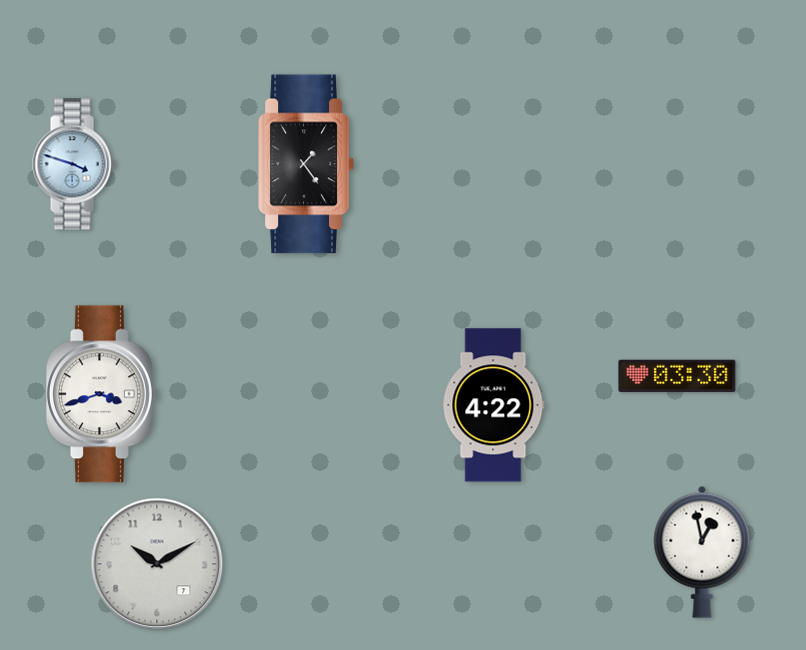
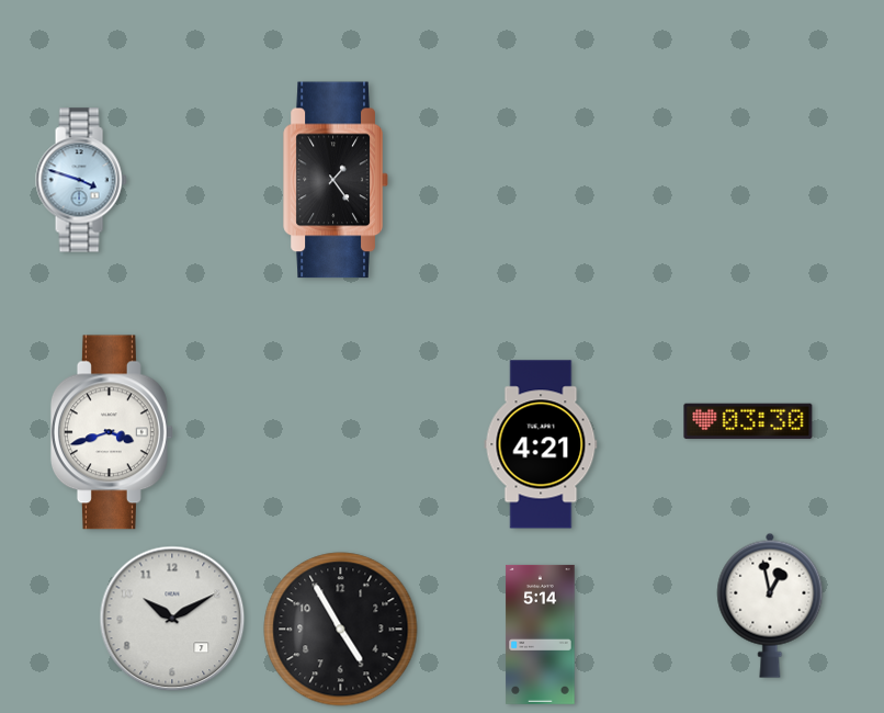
clock at (677, 376) position: (677, 376) -> (748, 421)
clock at (493, 405): 4:22 -> 4:21
clock at (341, 630): none -> 4:55
clock at (541, 634): none -> 5:14
